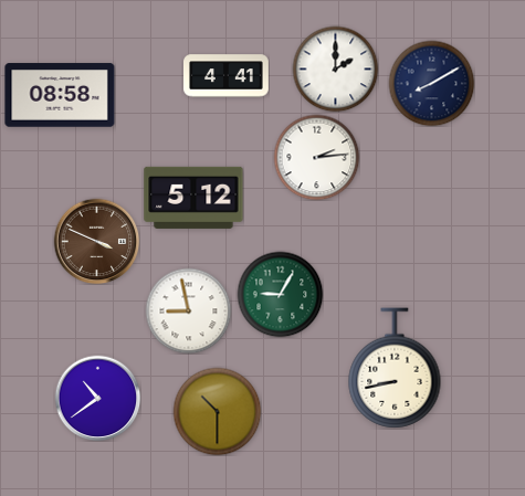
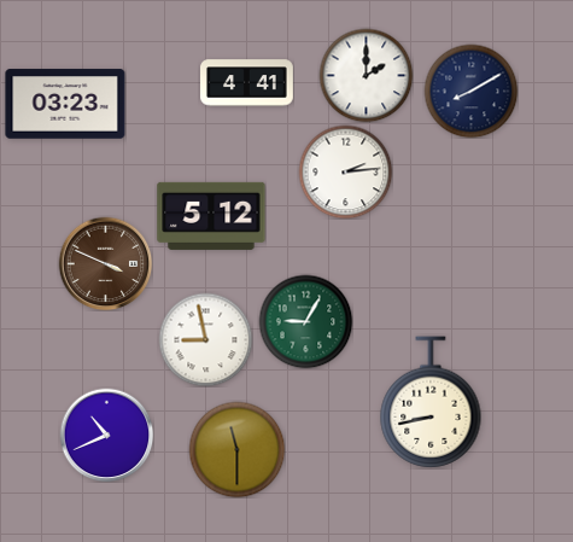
clock at (60, 95): 08:58 -> 03:23
clock at (97, 398): 10:39 -> 10:41
clock at (217, 411): 10:30 -> 11:30
